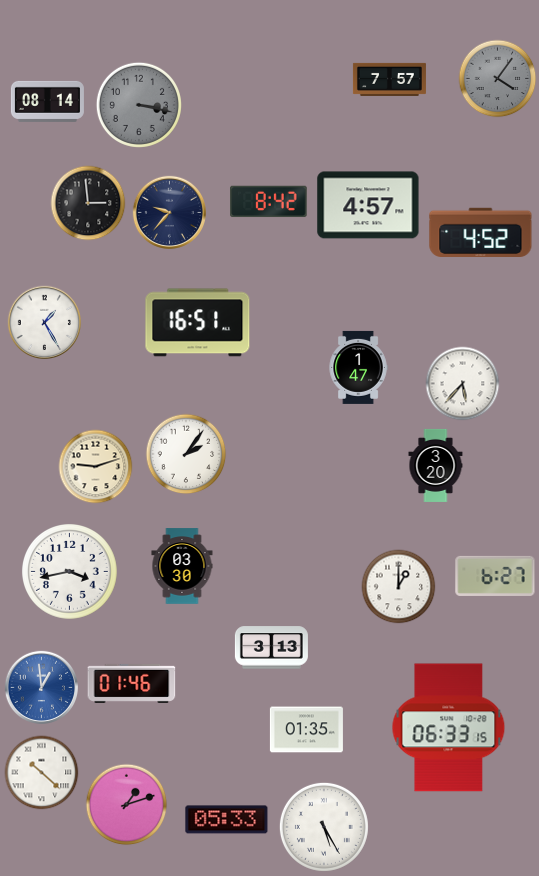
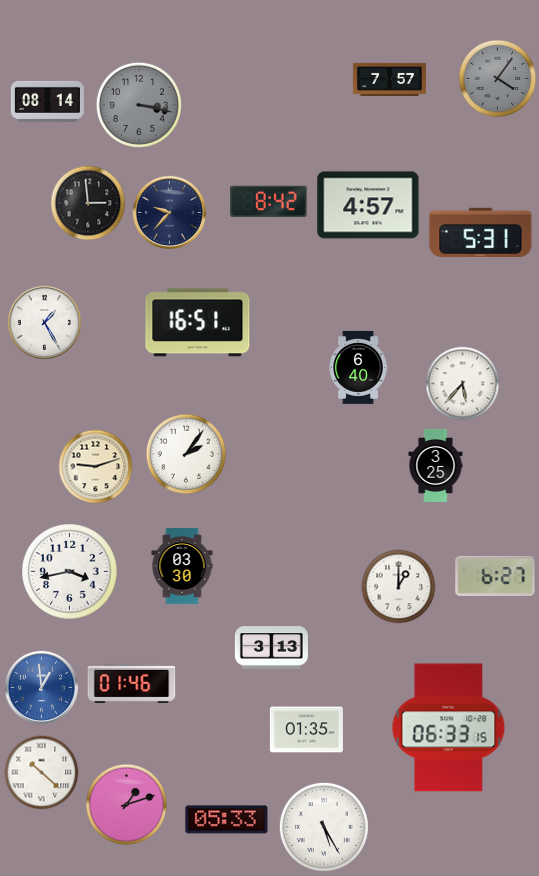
clock at (481, 232): 4:52 -> 5:31
clock at (358, 367): 1:47 -> 6:40
clock at (436, 465): 3:20 -> 3:25
